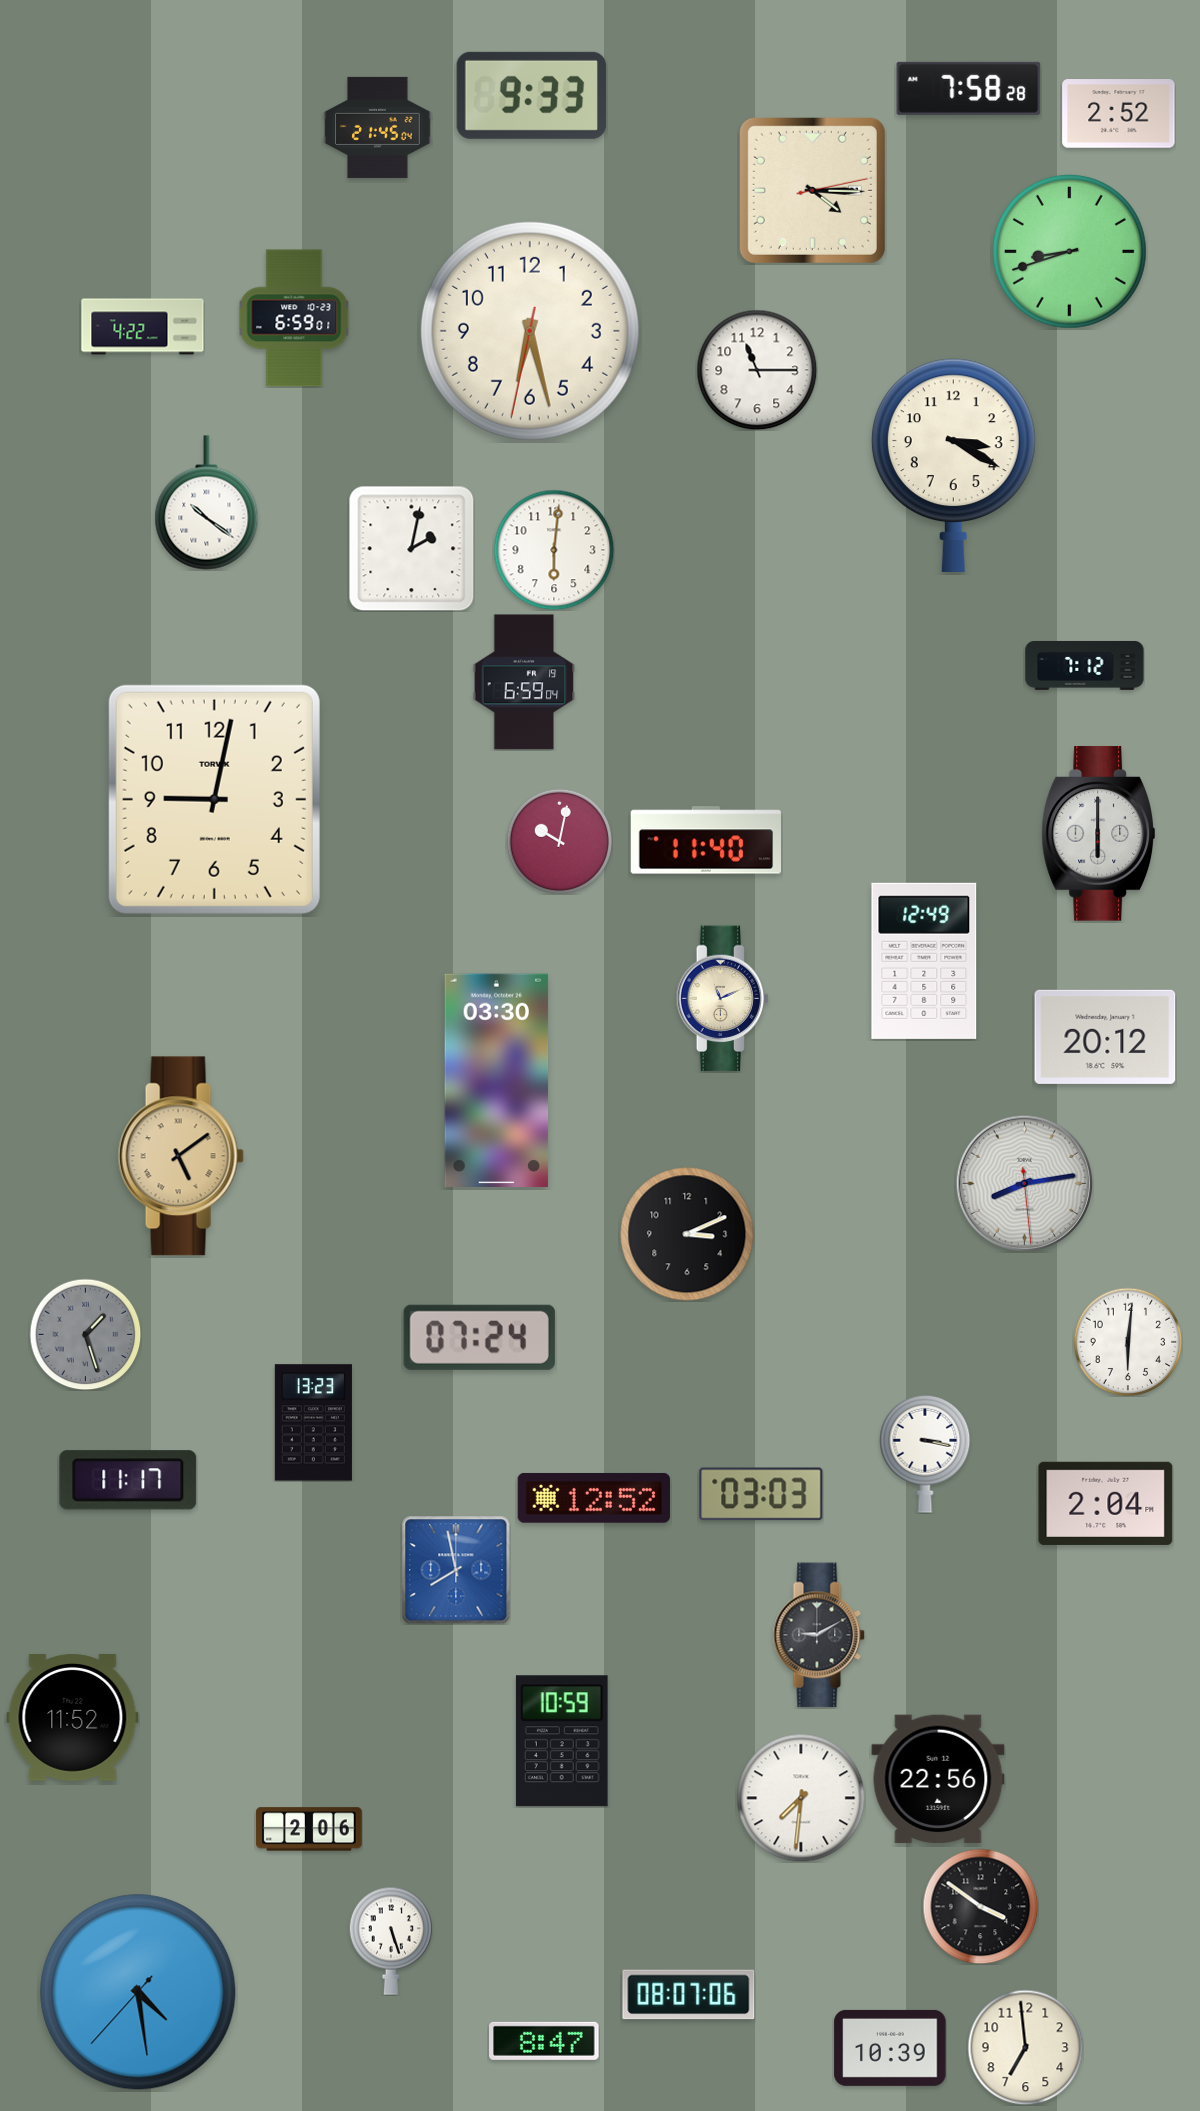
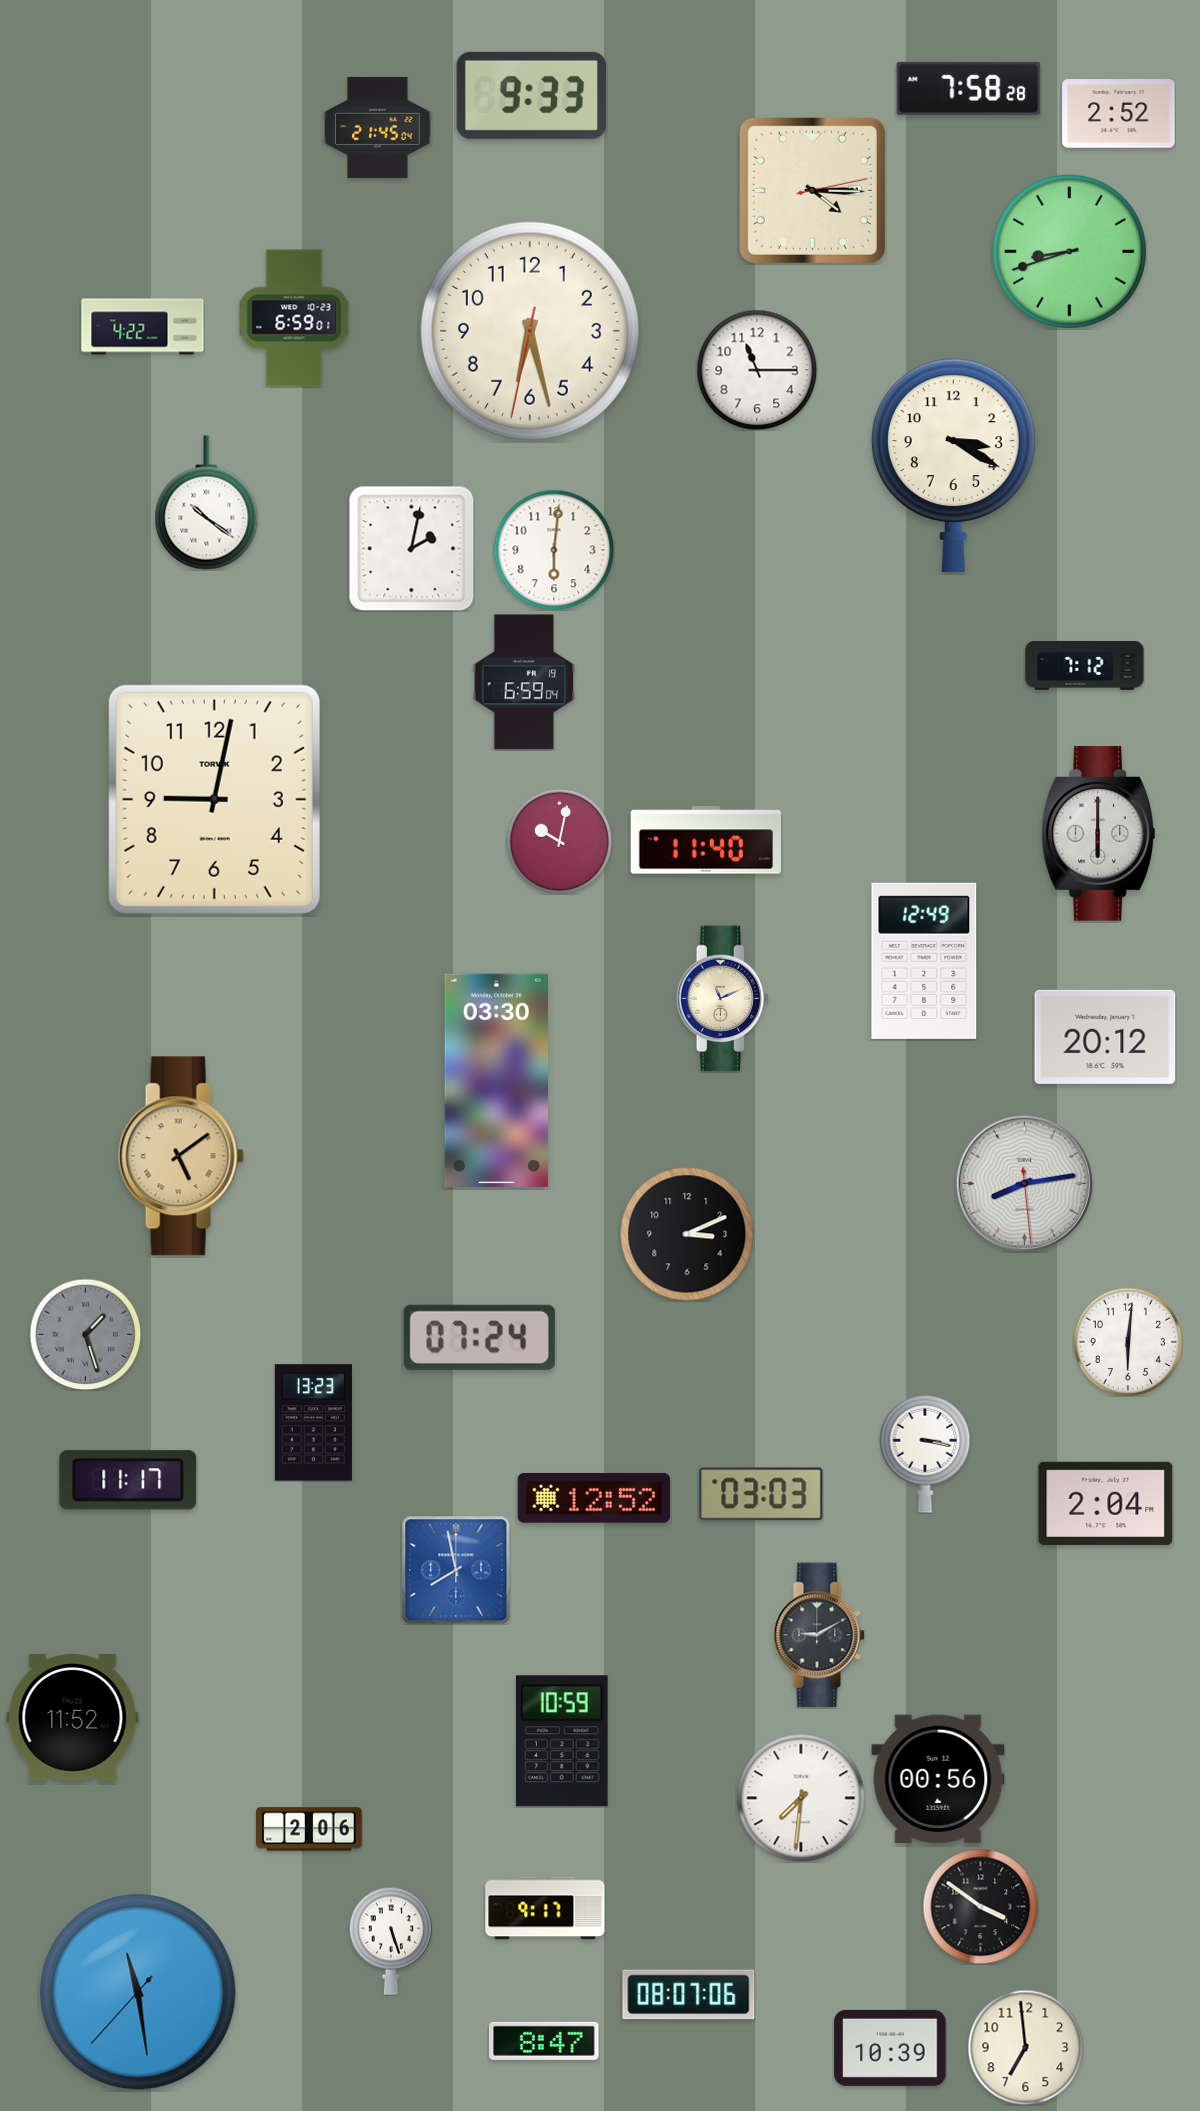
clock at (938, 1779): 22:56 -> 00:56
clock at (545, 1908): none -> 9:17
clock at (138, 1992): 4:28 -> 11:28
